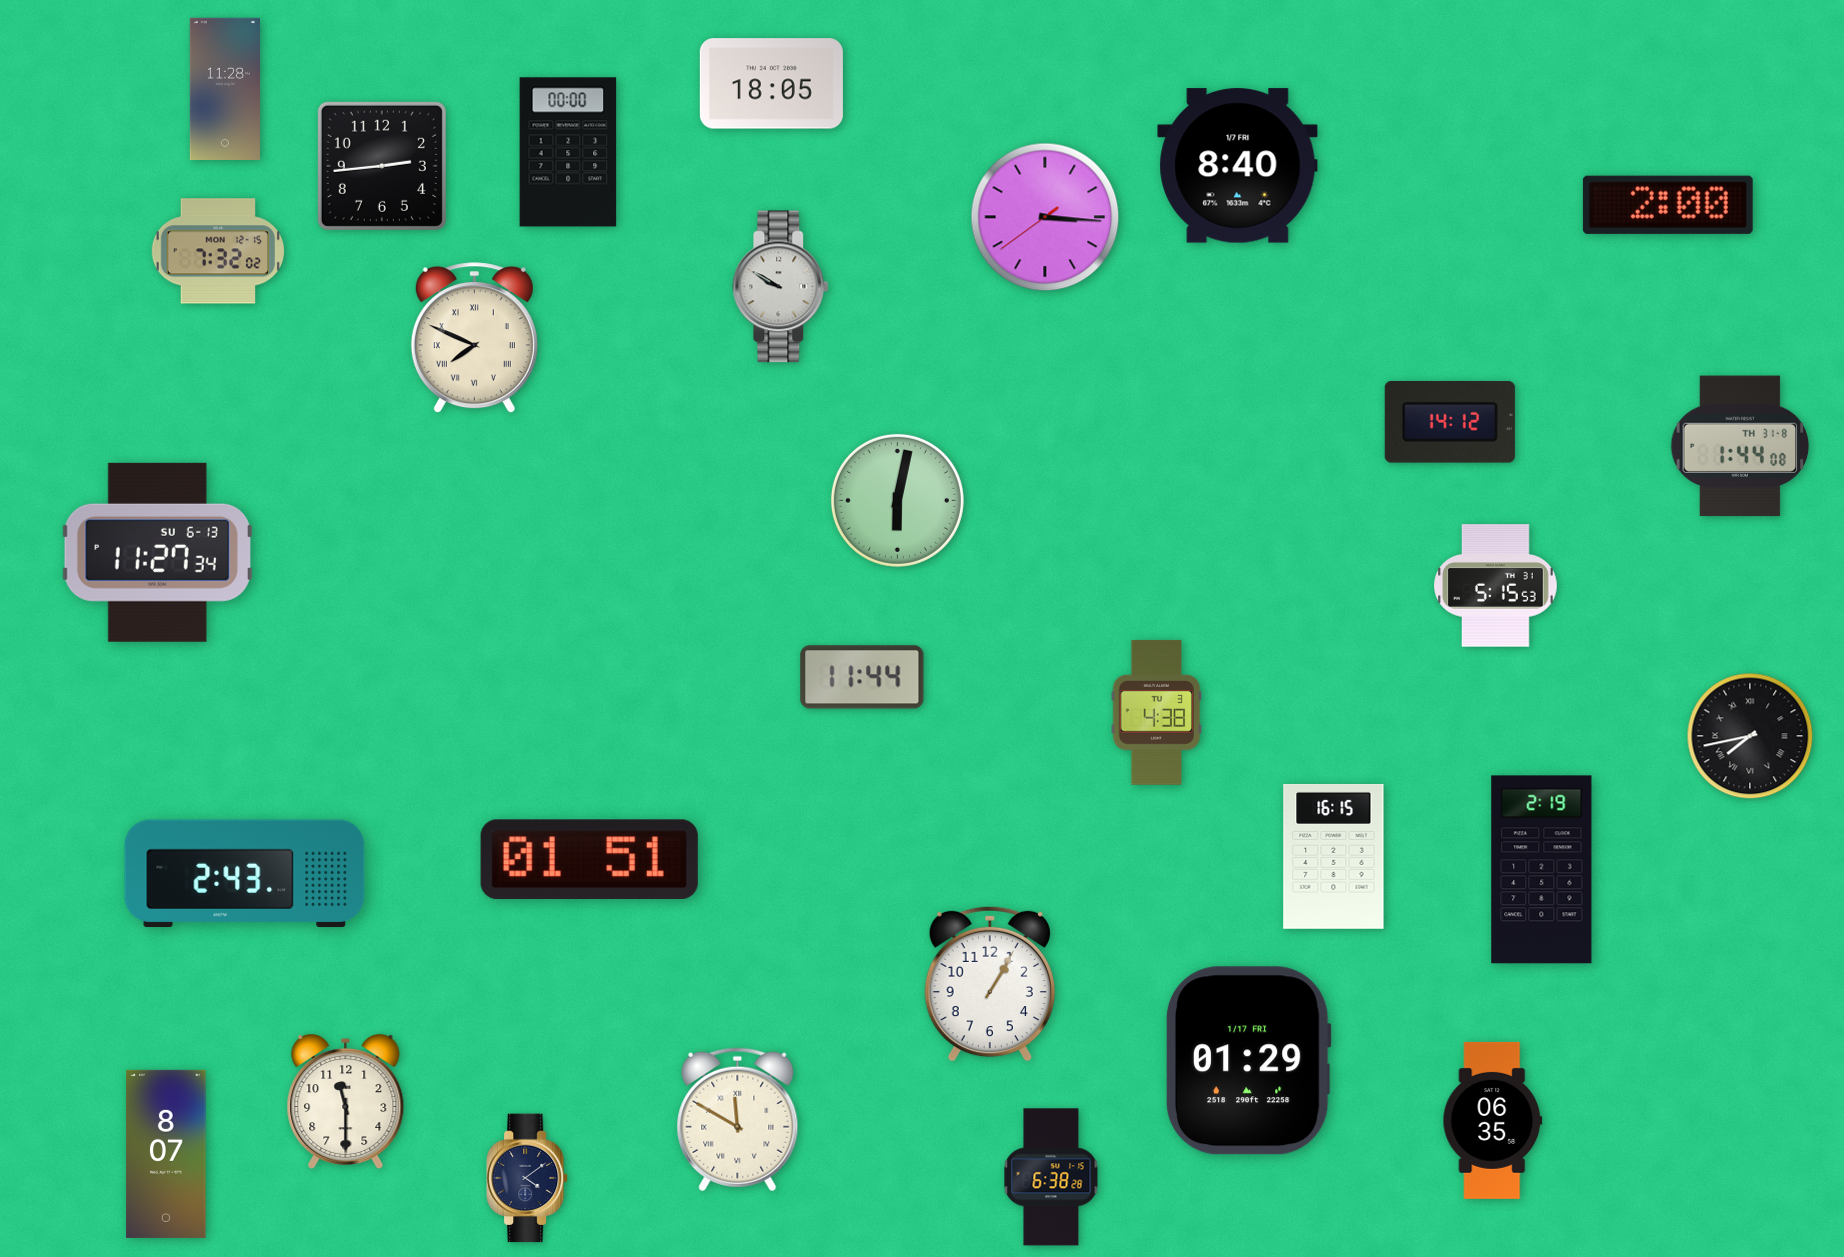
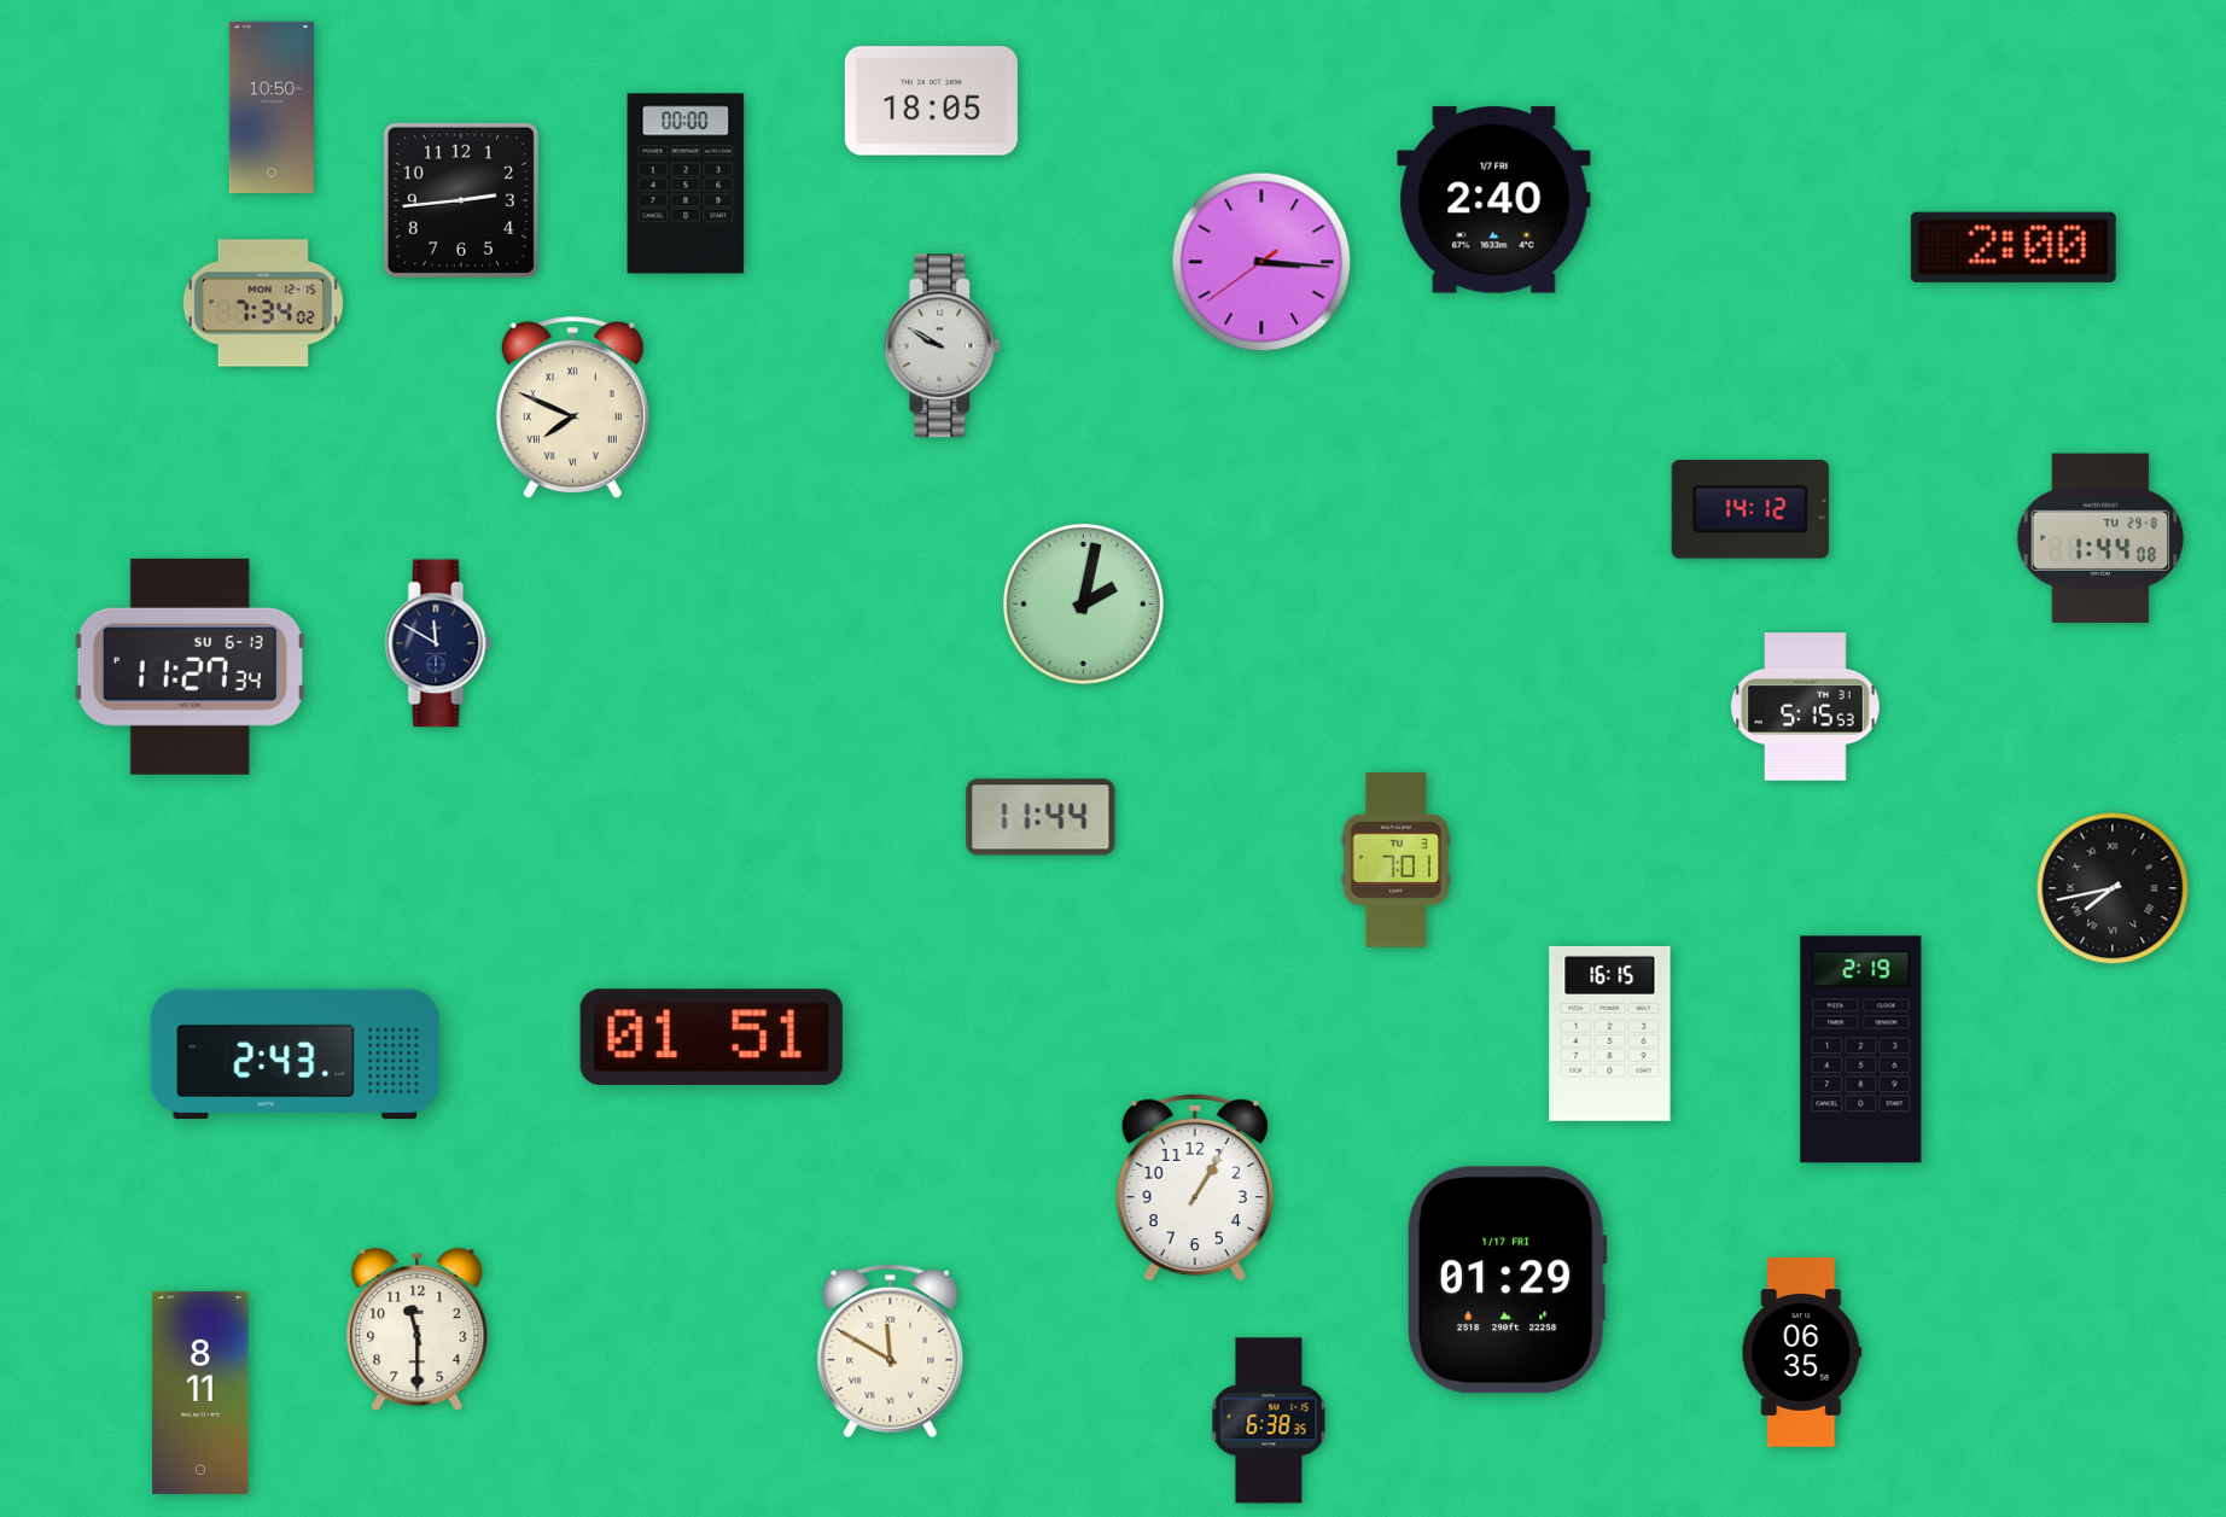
clock at (225, 88): 11:28 -> 10:50
clock at (1238, 166): 8:40 -> 2:40
clock at (217, 251): 7:32 -> 7:34
clock at (1740, 446) date: TH 31-8 -> TU 29-8
clock at (897, 500): 6:02 -> 2:02
clock at (438, 643): none -> 11:50
clock at (1157, 712): 4:38 -> 7:01
clock at (166, 1154): 8:07 -> 8:11
clock at (1051, 1177): 6:38:28 -> 6:38:35
clock at (528, 1178): 4:09 -> none
